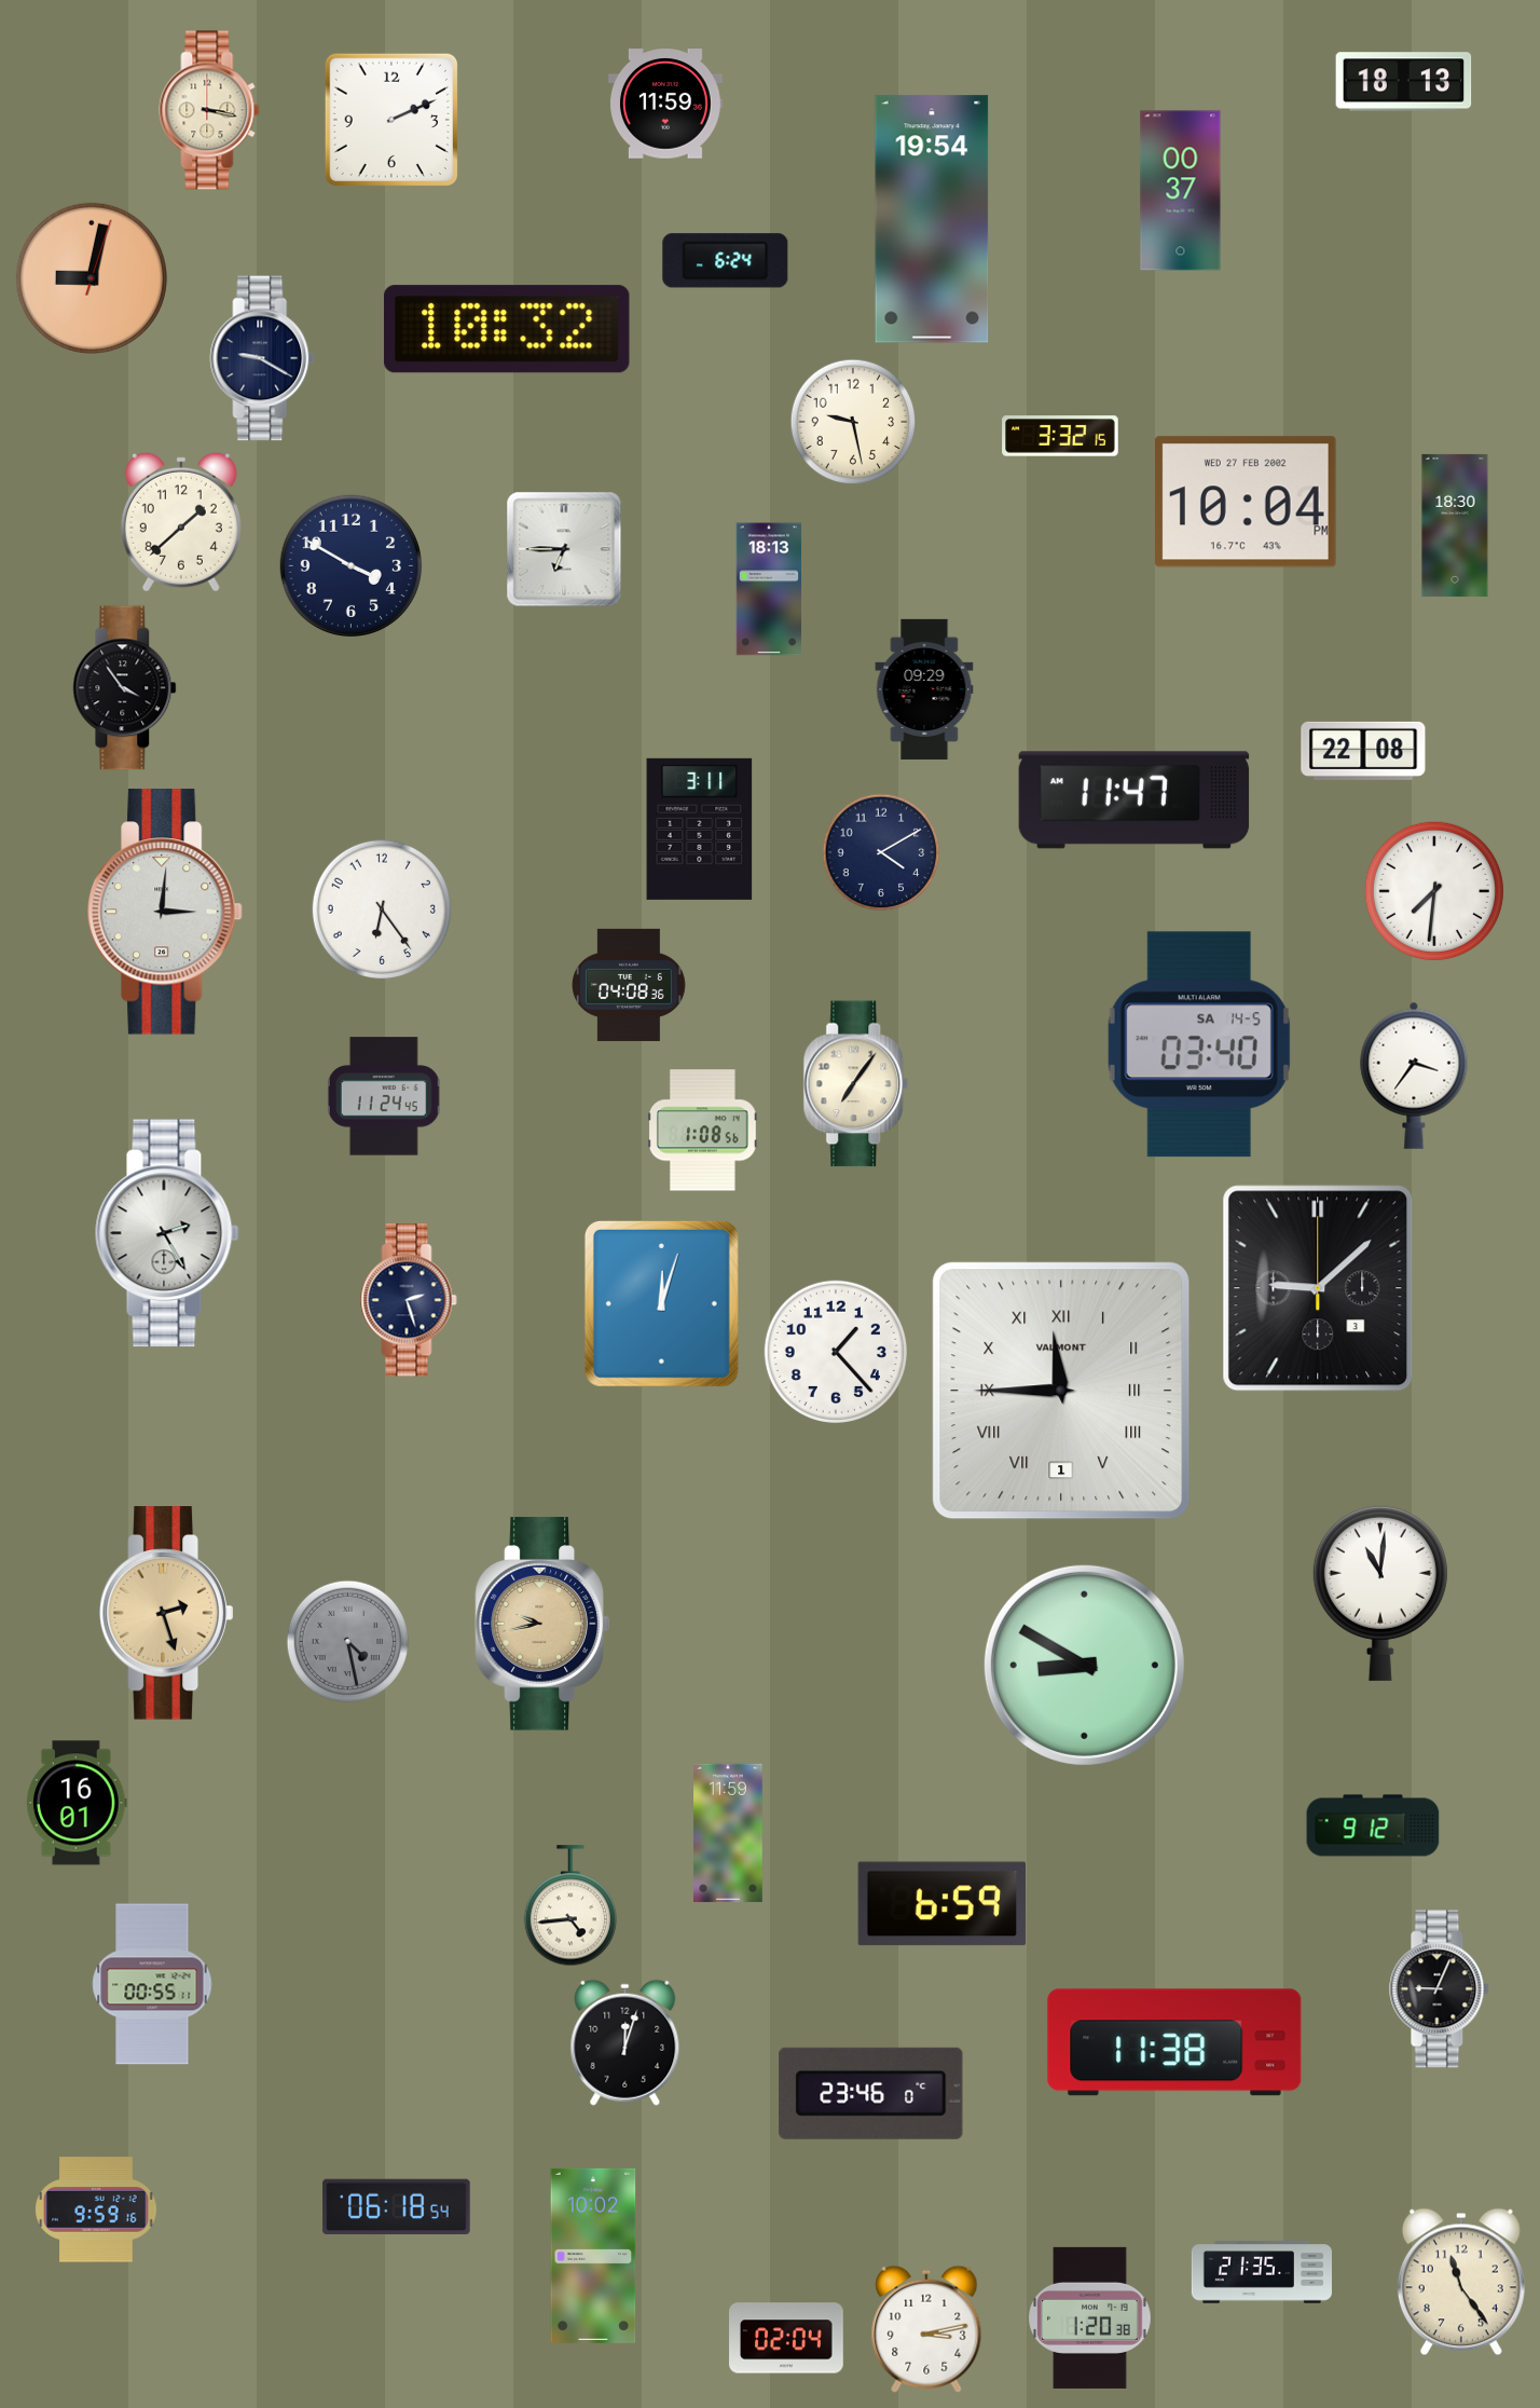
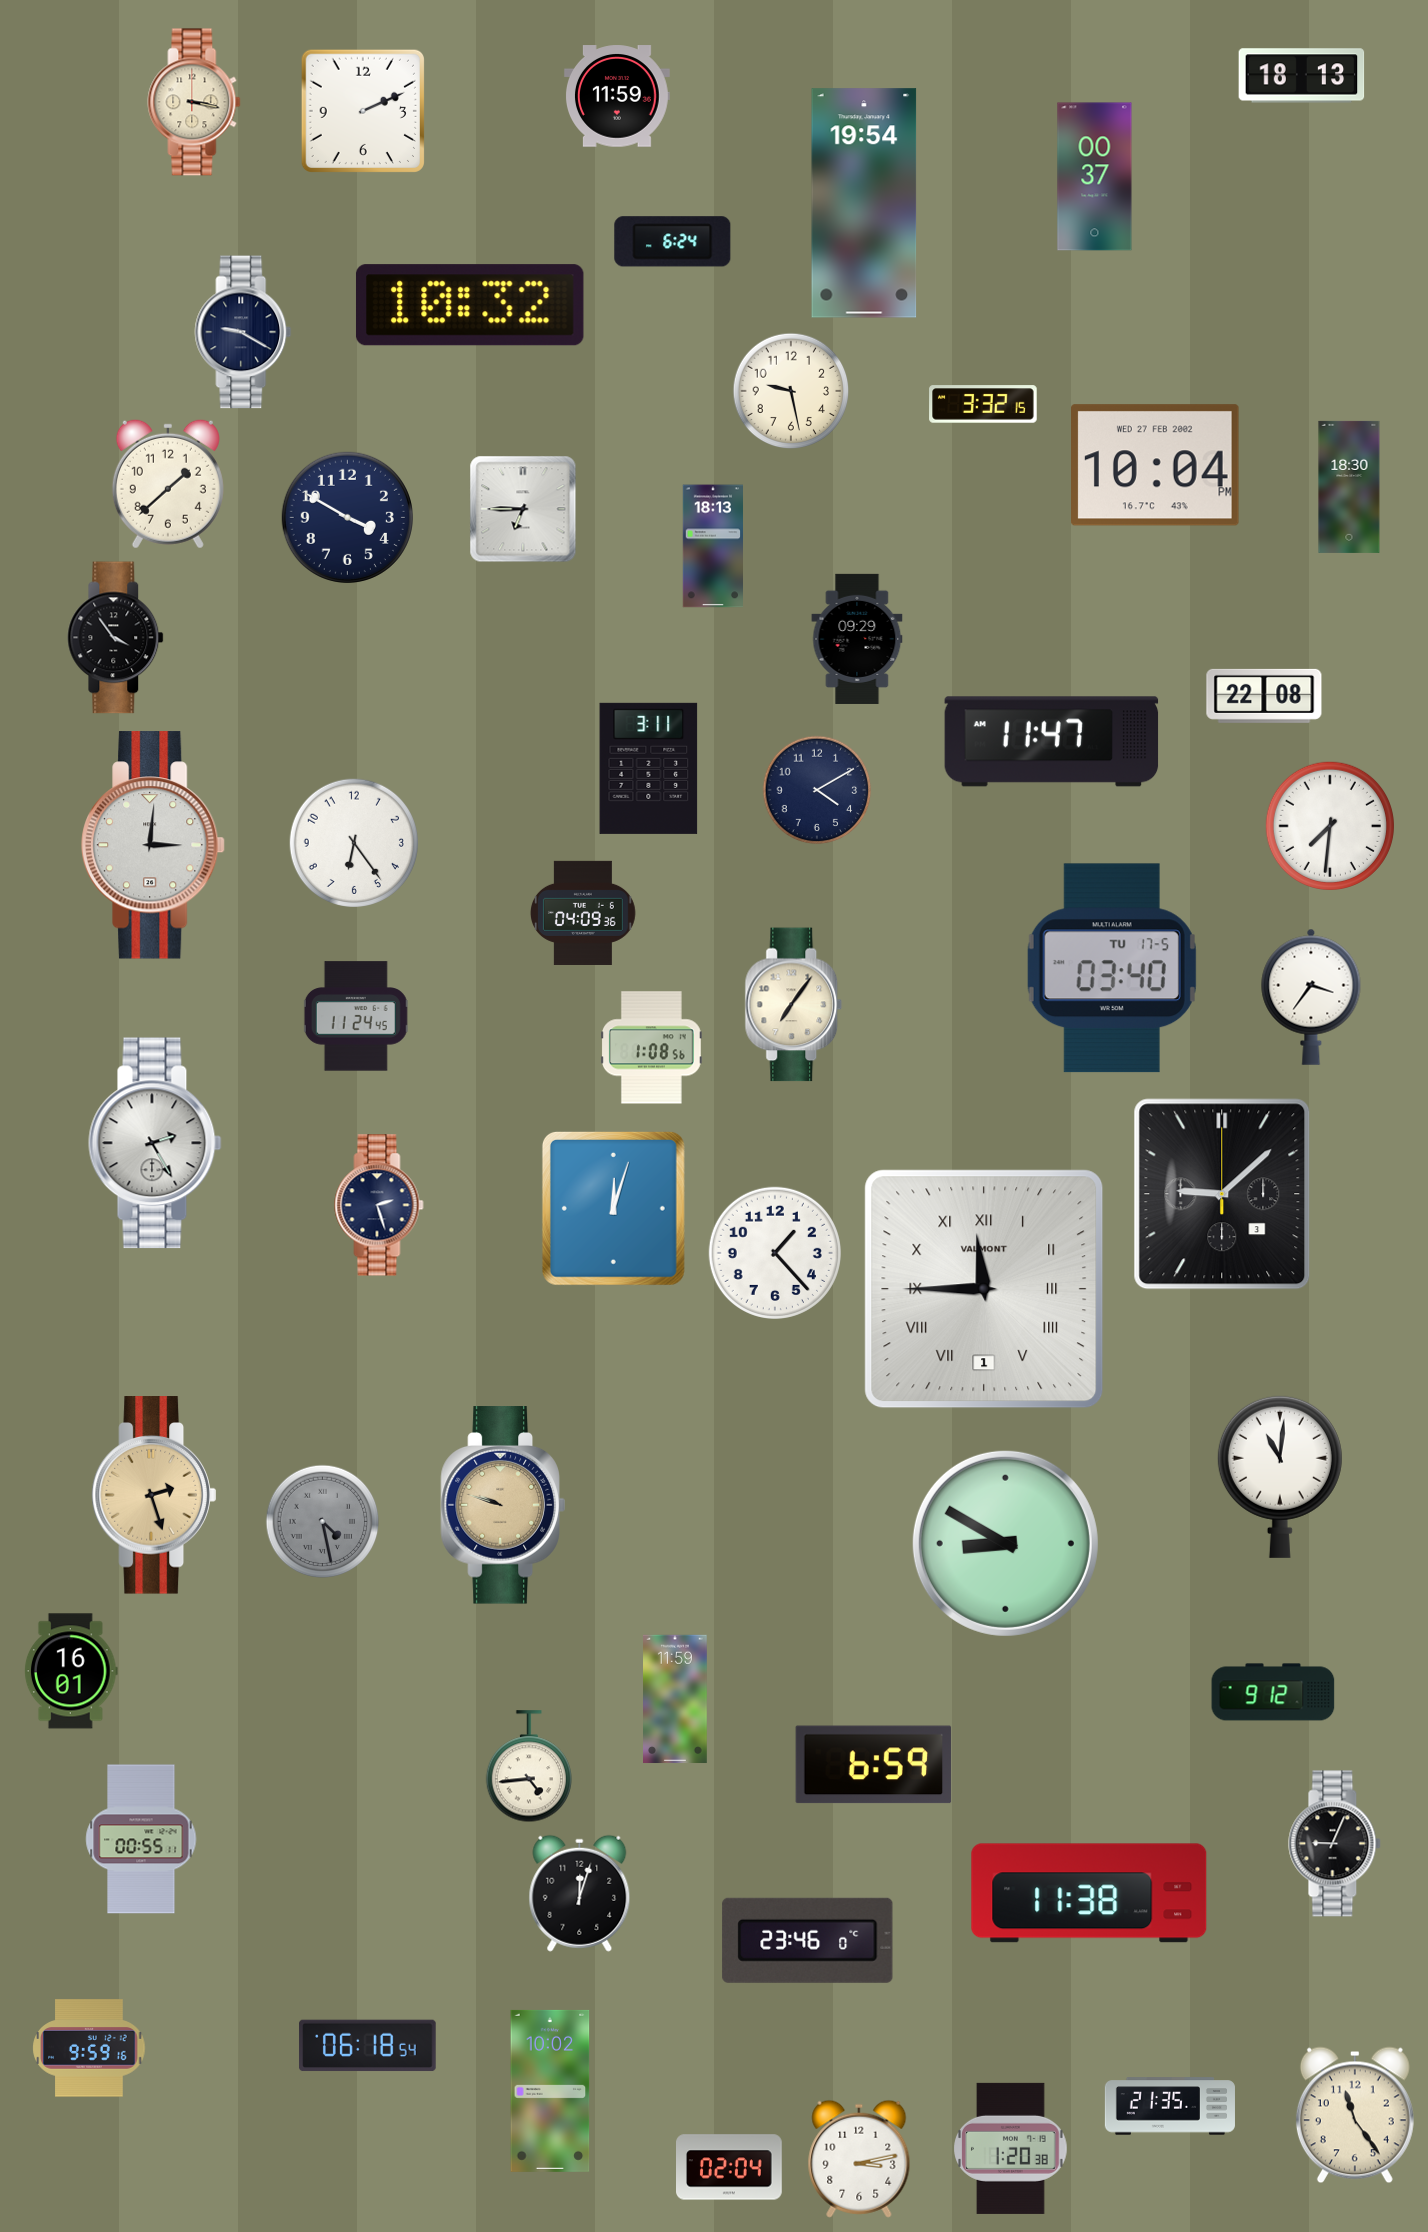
clock at (92, 278): 9:02 -> none
clock at (350, 565) position: (350, 565) -> (347, 517)
clock at (629, 985): 04:08 -> 04:09
clock at (1199, 1044) date: SA 14-5 -> TU 17-5
clock at (542, 1624): 9:43 -> 9:48
